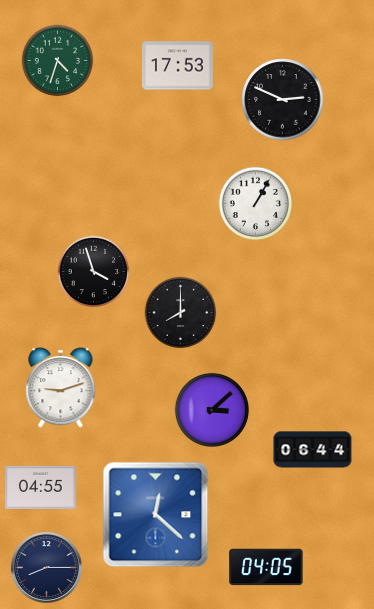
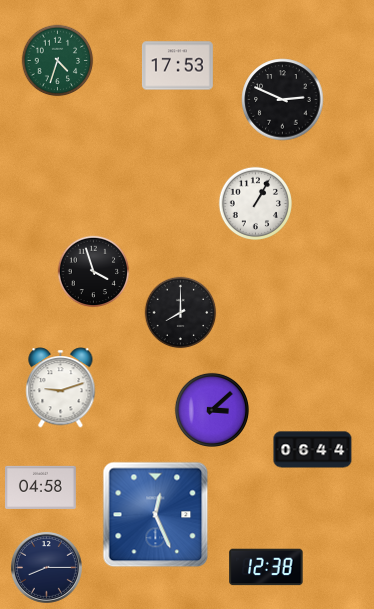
clock at (41, 487): 04:55 -> 04:58
clock at (156, 515): 12:22 -> 12:26
clock at (266, 567): 04:05 -> 12:38
